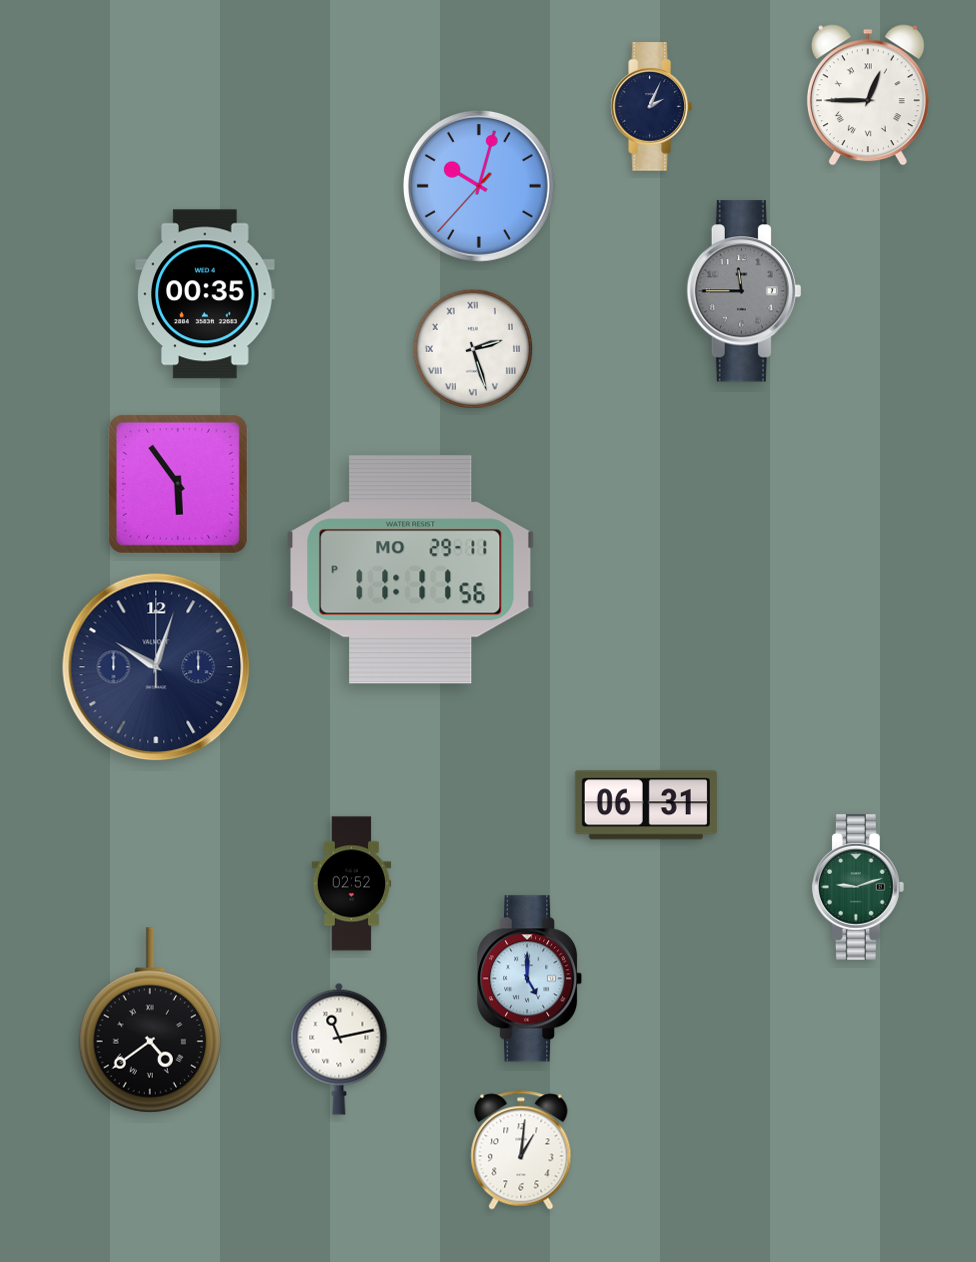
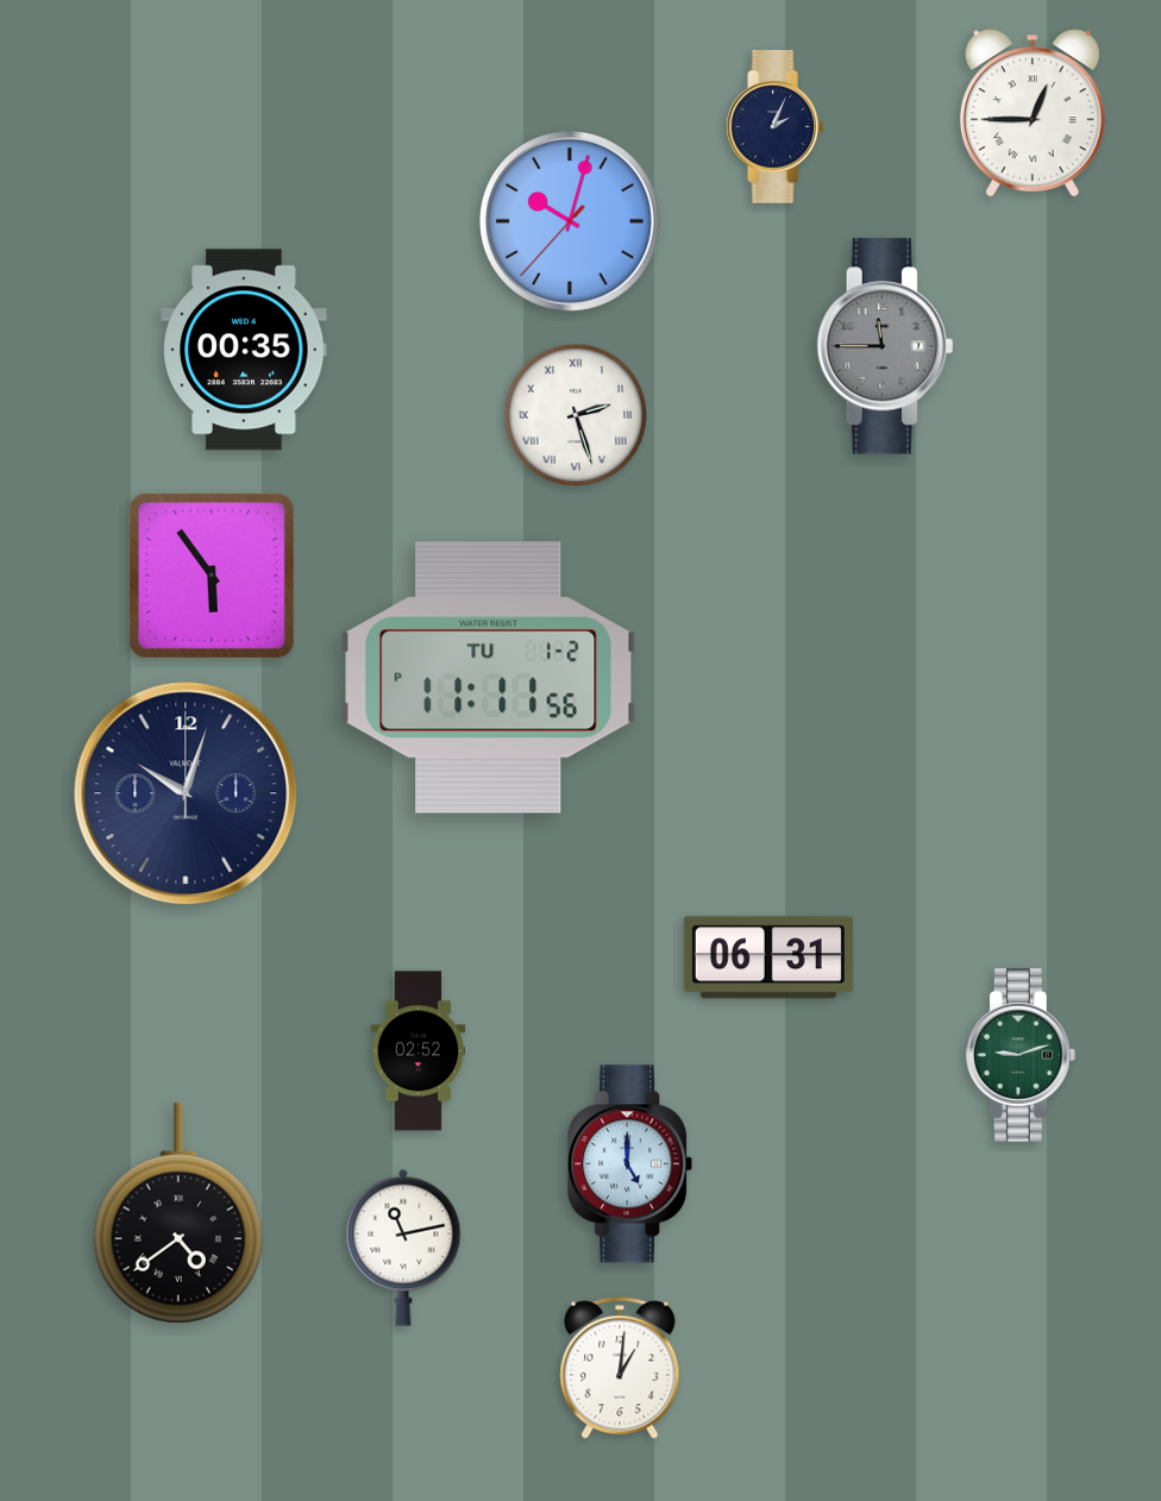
clock at (472, 348) position: (472, 348) -> (575, 414)
clock at (411, 570) date: MO 29-11 -> TU 1-2
